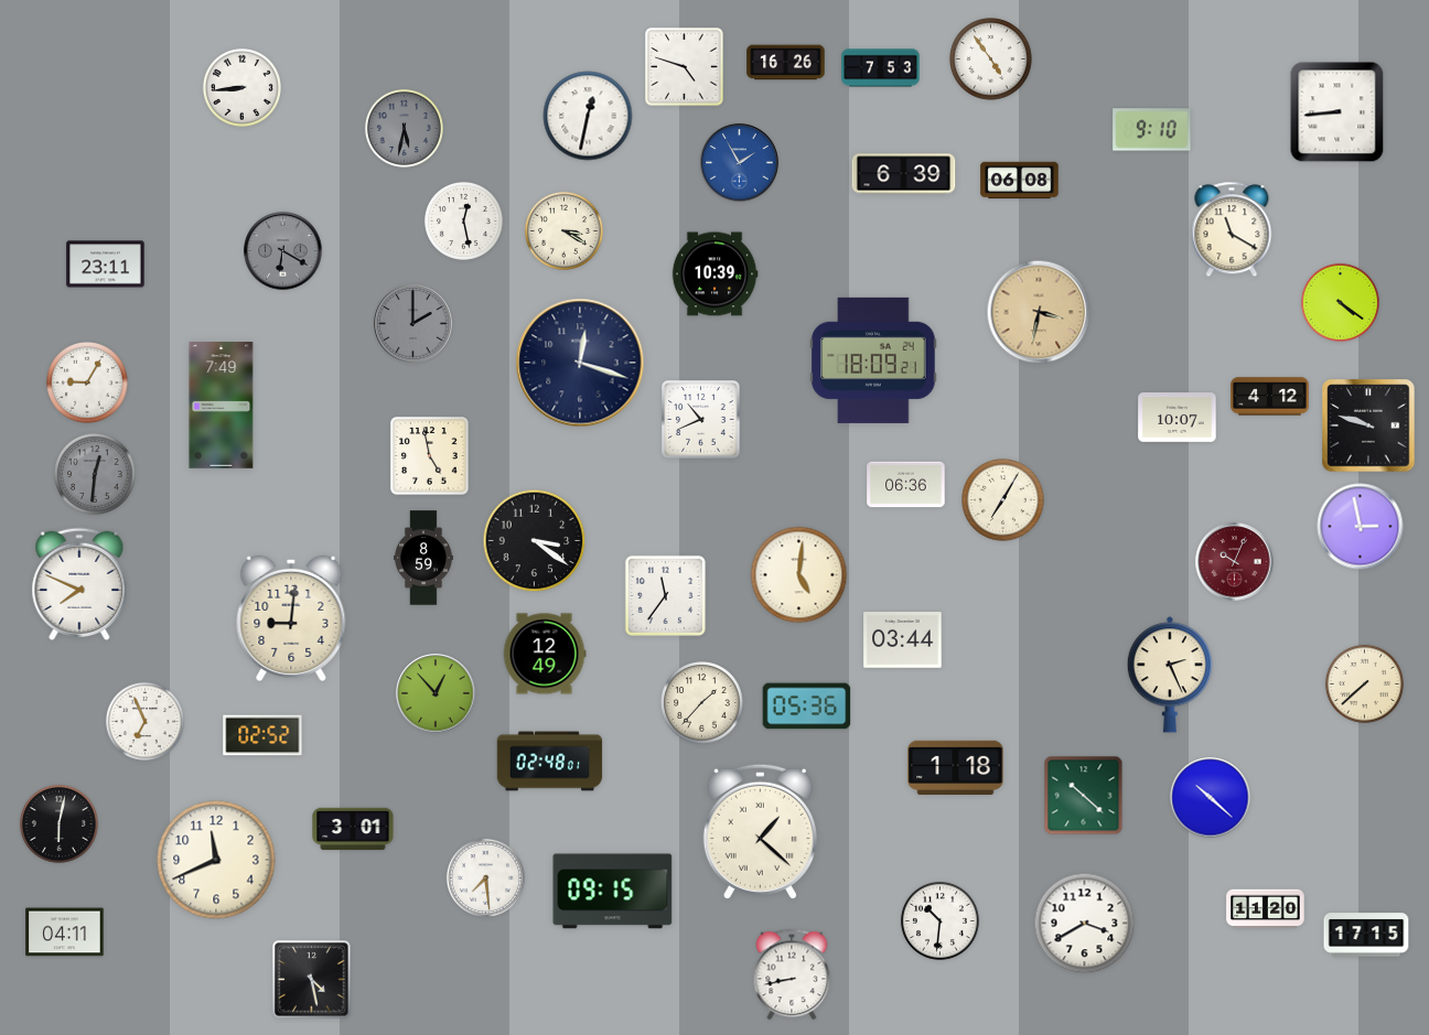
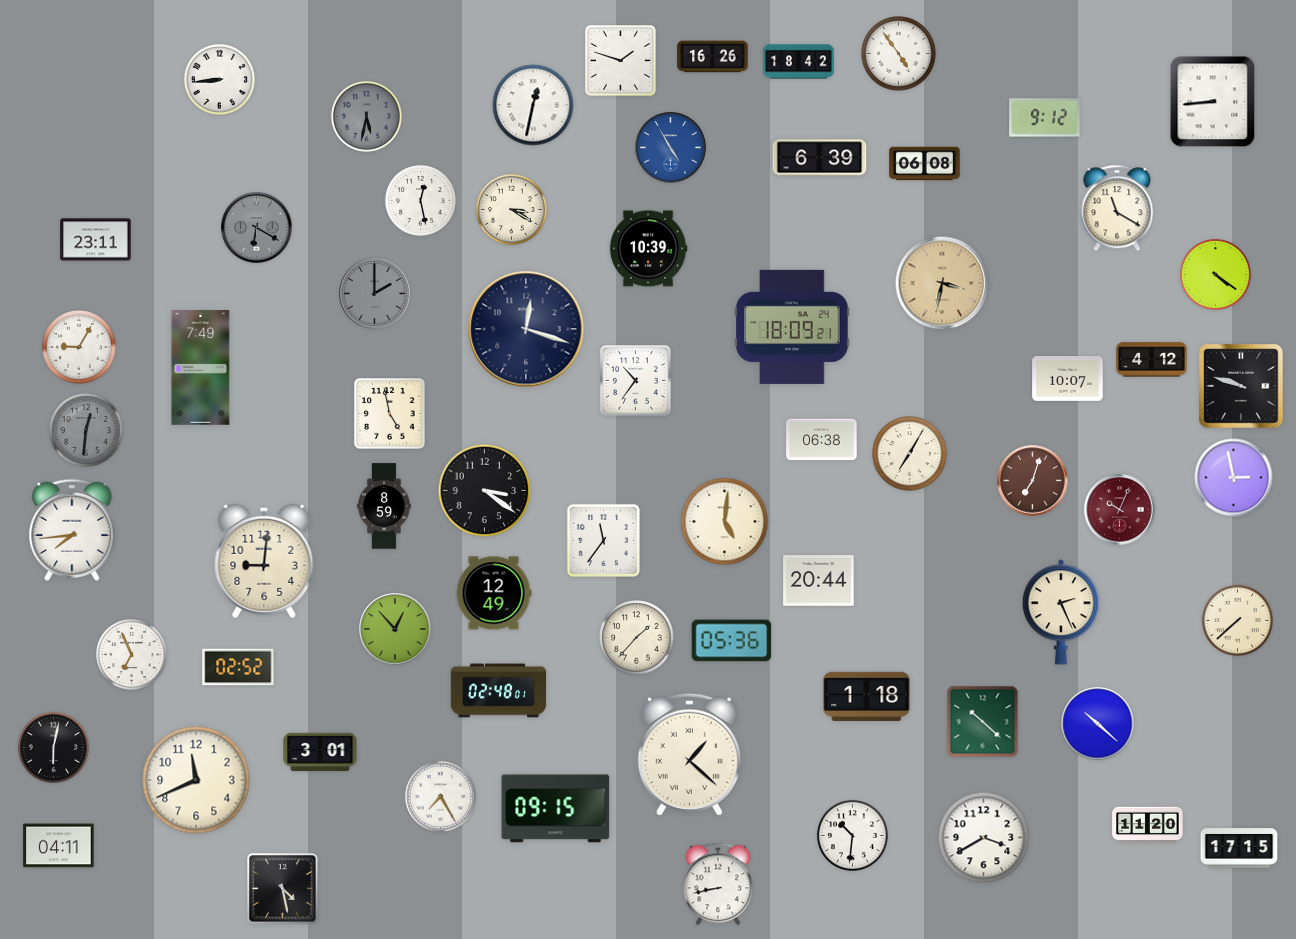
clock at (685, 67): 4:48 -> 1:48
clock at (881, 68): 7:53 -> 18:42
clock at (1152, 130): 9:10 -> 9:12
clock at (740, 163): 1:55 -> 4:55
clock at (701, 420): 10:41 -> 10:36
clock at (906, 485): 06:36 -> 06:38
clock at (1033, 481): none -> 7:03
clock at (79, 584): 7:49 -> 7:44
clock at (903, 640): 03:44 -> 20:44
clock at (485, 877): 7:29 -> 7:25
